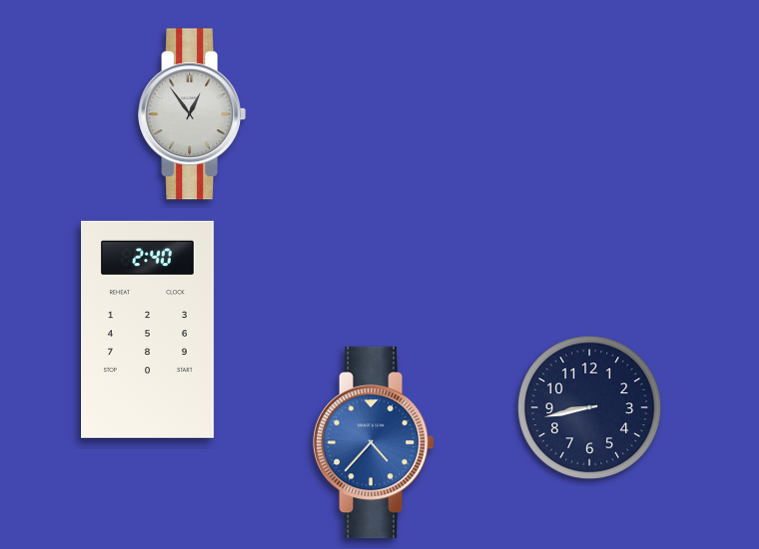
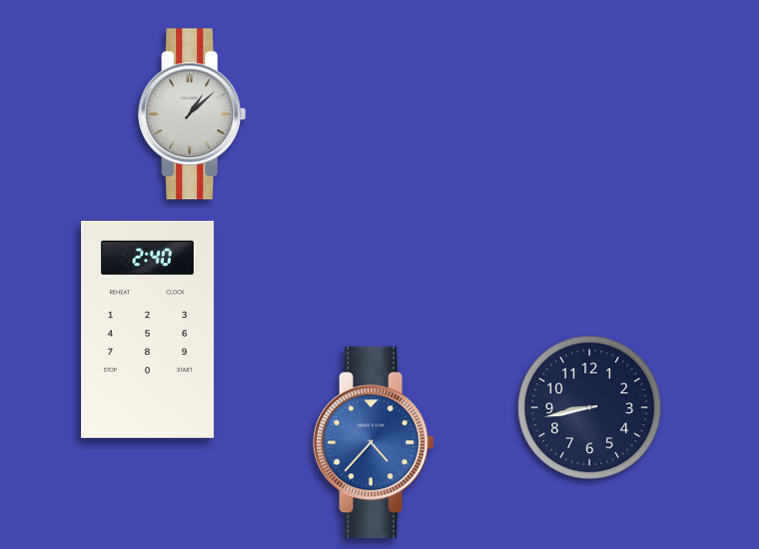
clock at (192, 114): 12:54 -> 1:08
